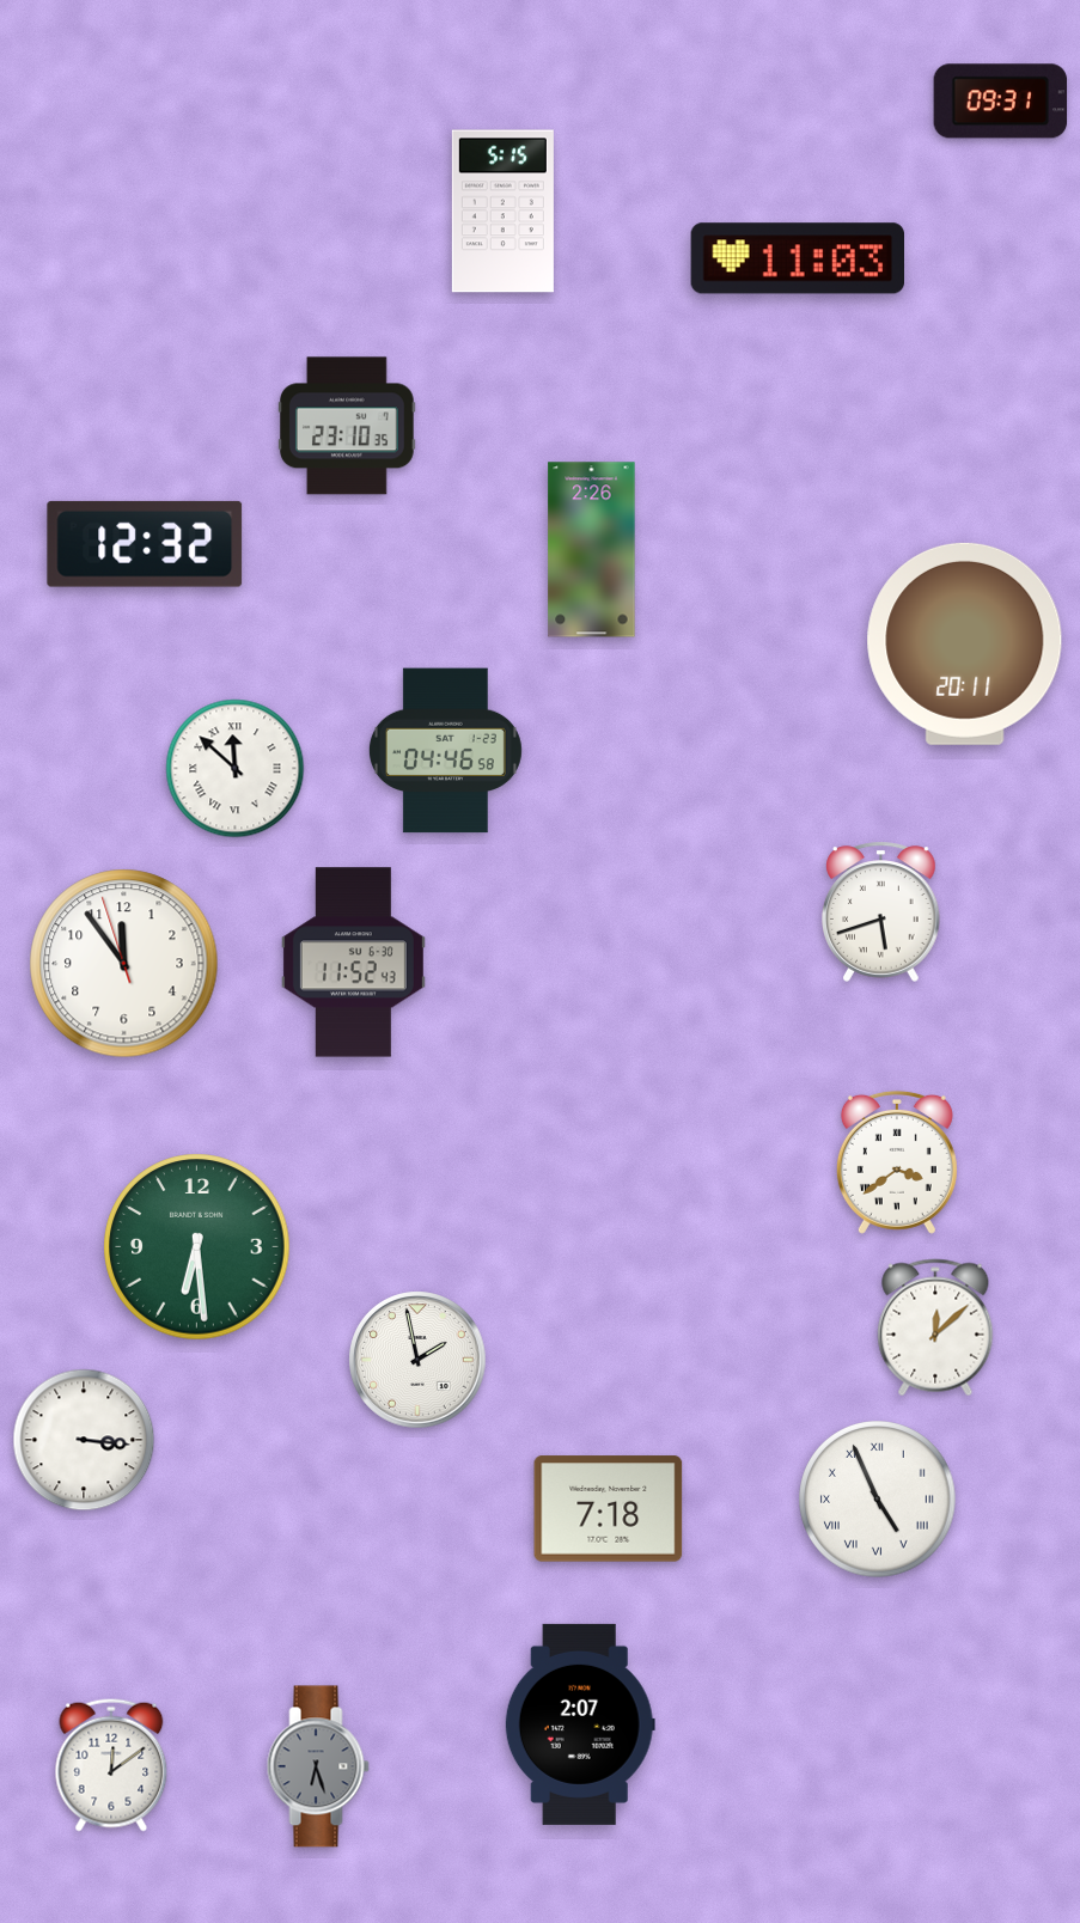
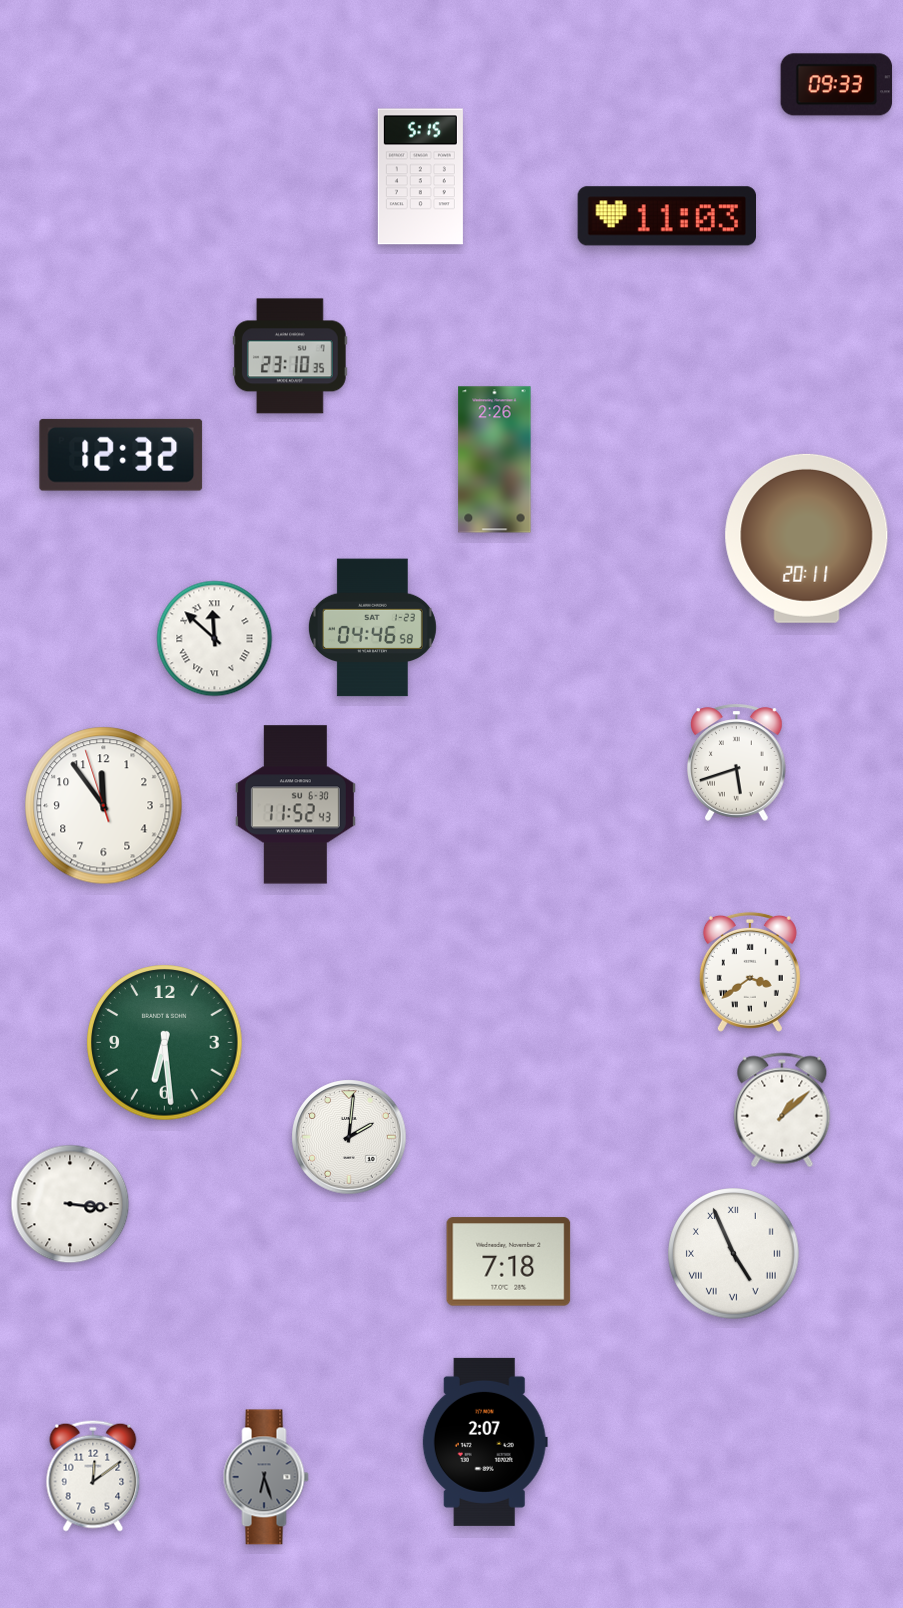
clock at (1001, 102): 09:31 -> 09:33
clock at (236, 769) position: (236, 769) -> (215, 639)
clock at (935, 1327): 12:08 -> 1:08
clock at (417, 1360): 1:58 -> 2:01
